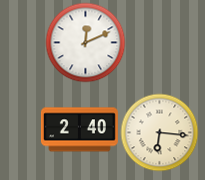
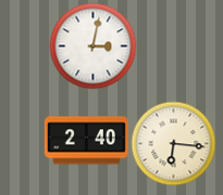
clock at (85, 42): 12:11 -> 3:02
